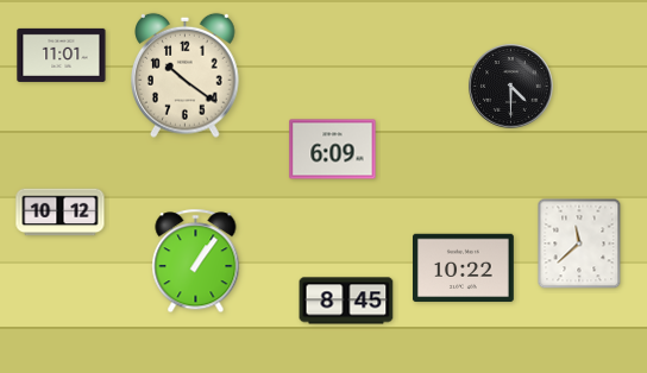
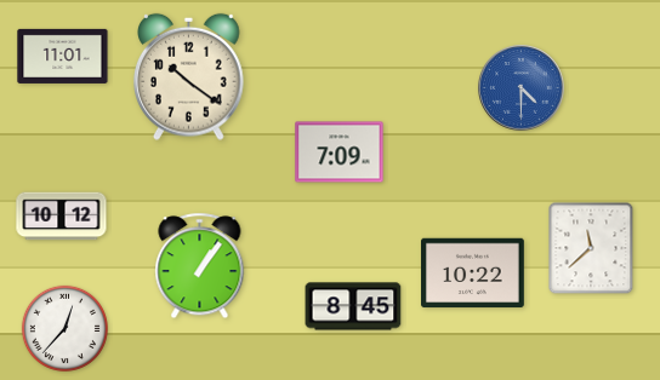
clock at (511, 87) dial: black -> blue
clock at (333, 150): 6:09 -> 7:09
clock at (64, 328): none -> 12:37
